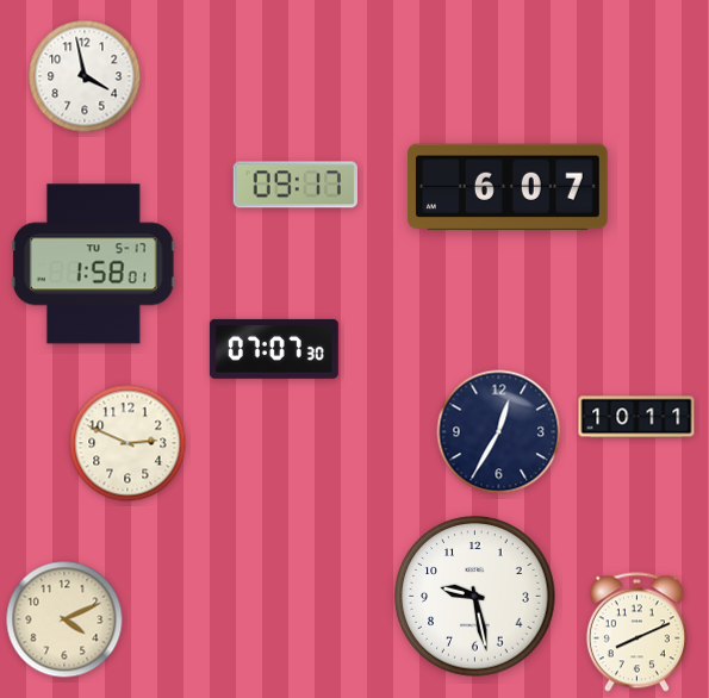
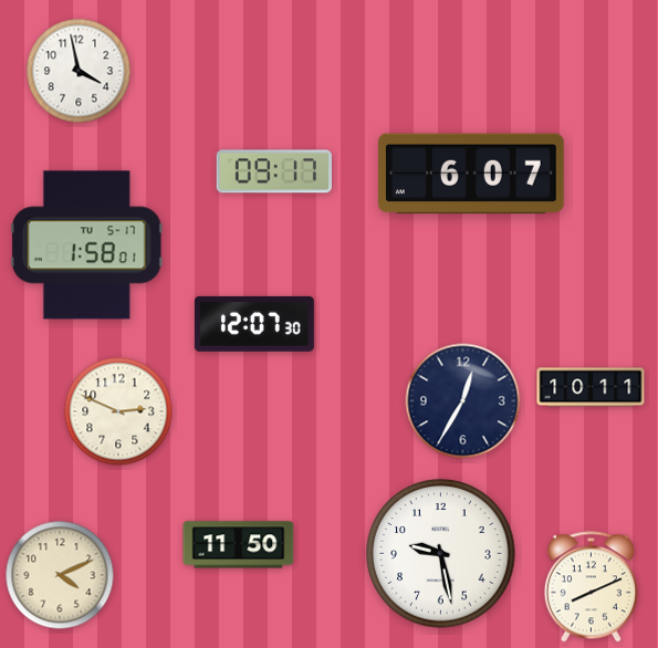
clock at (274, 349): 07:07 -> 12:07
clock at (239, 545): none -> 11:50
